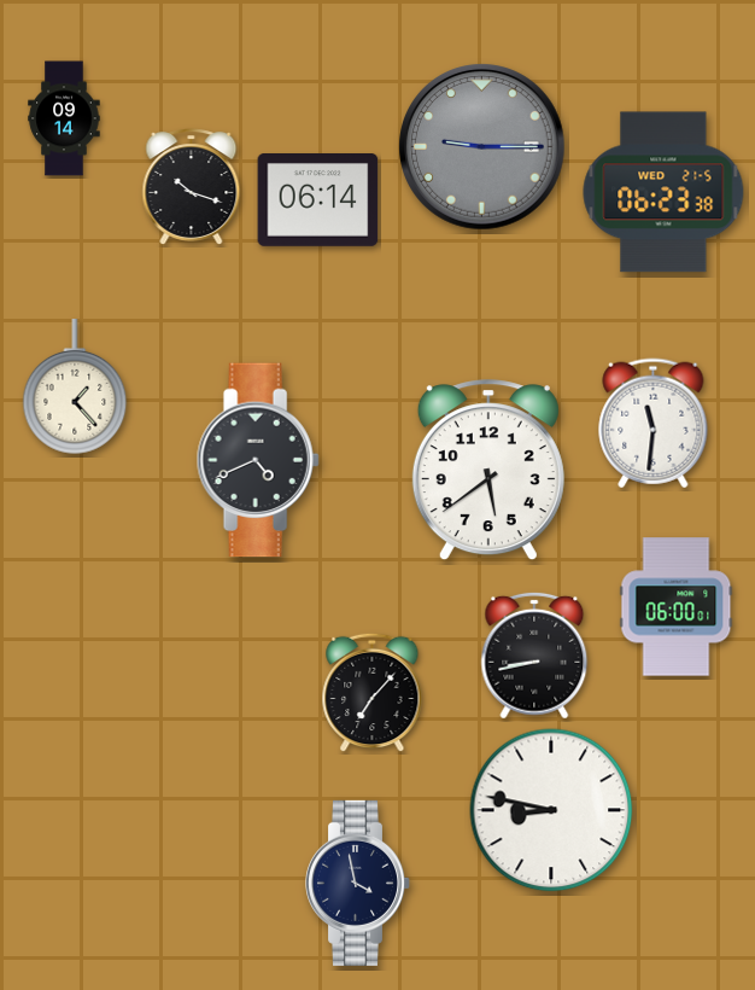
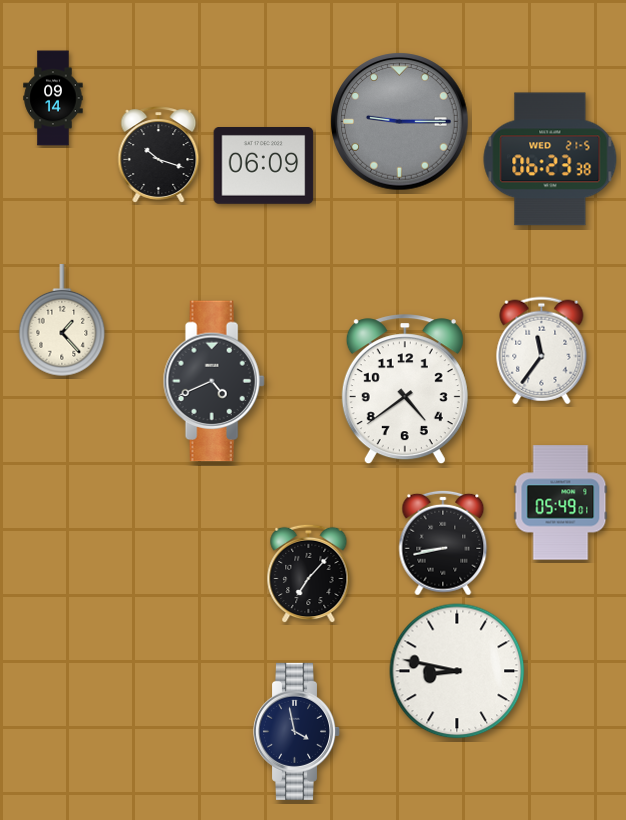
clock at (318, 200): 06:14 -> 06:09
clock at (654, 424): 11:31 -> 11:36
clock at (488, 471): 5:39 -> 4:39
clock at (677, 607): 06:00 -> 05:49
